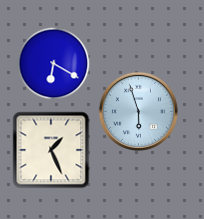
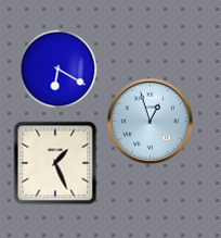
clock at (138, 111): 5:57 -> 12:57
